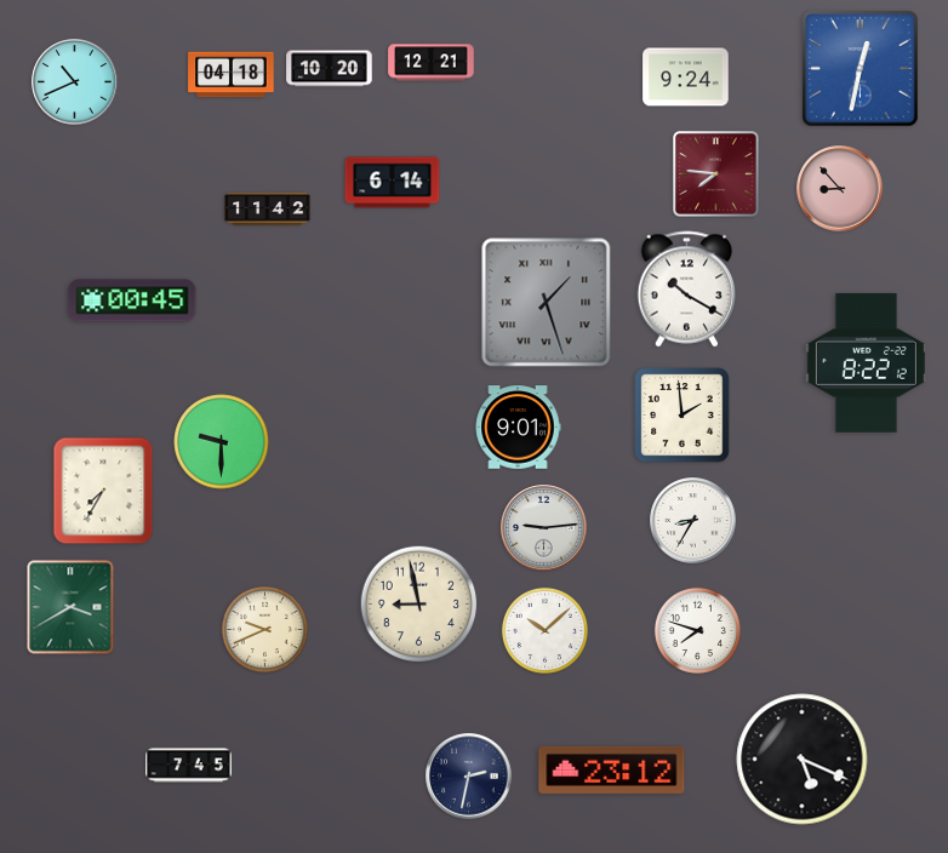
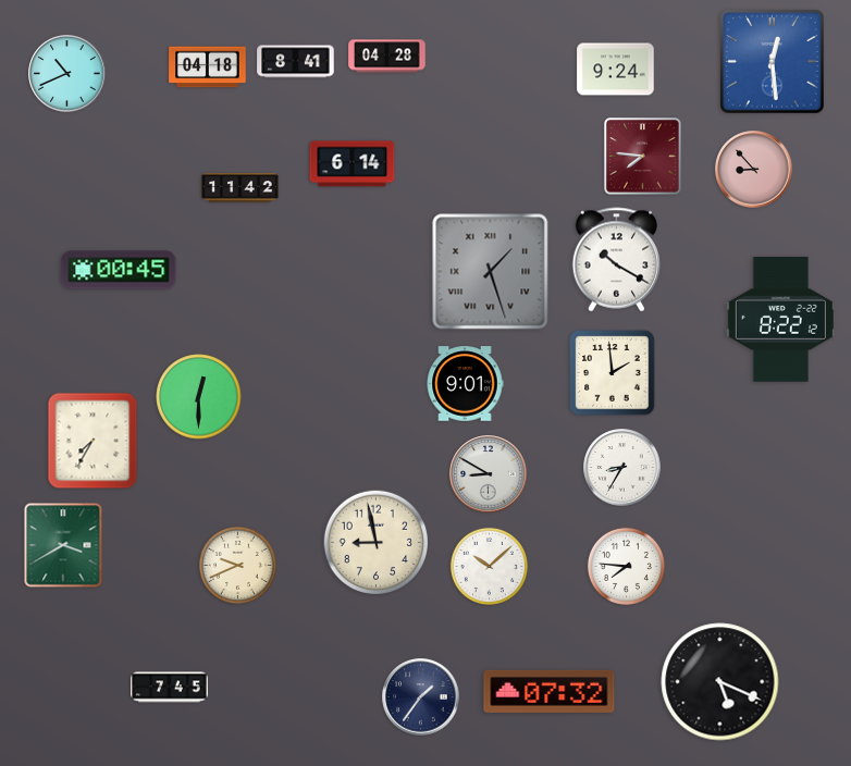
clock at (432, 63): 12:21 -> 04:28
clock at (330, 69): 10:20 -> 8:41
clock at (861, 69): 12:32 -> 12:29
clock at (866, 362) position: (866, 362) -> (780, 319)
clock at (222, 442): 9:30 -> 12:30
clock at (544, 528): 9:14 -> 8:50
clock at (697, 630): 7:48 -> 7:46
clock at (612, 769): 23:12 -> 07:32
clock at (469, 777): 2:32 -> 1:36
